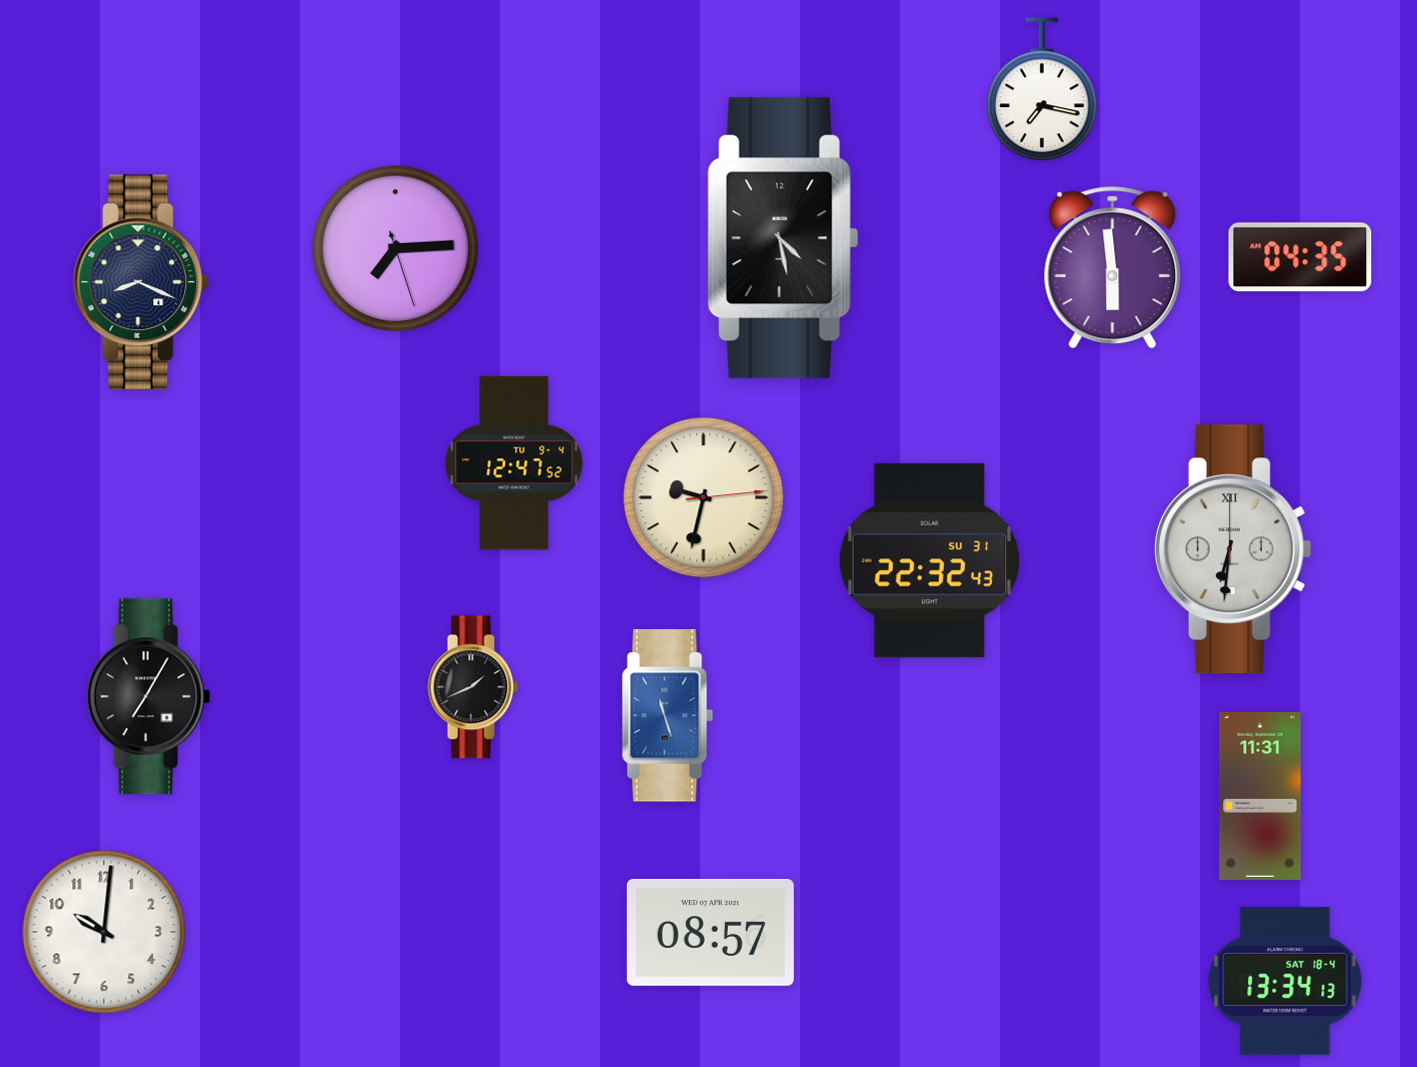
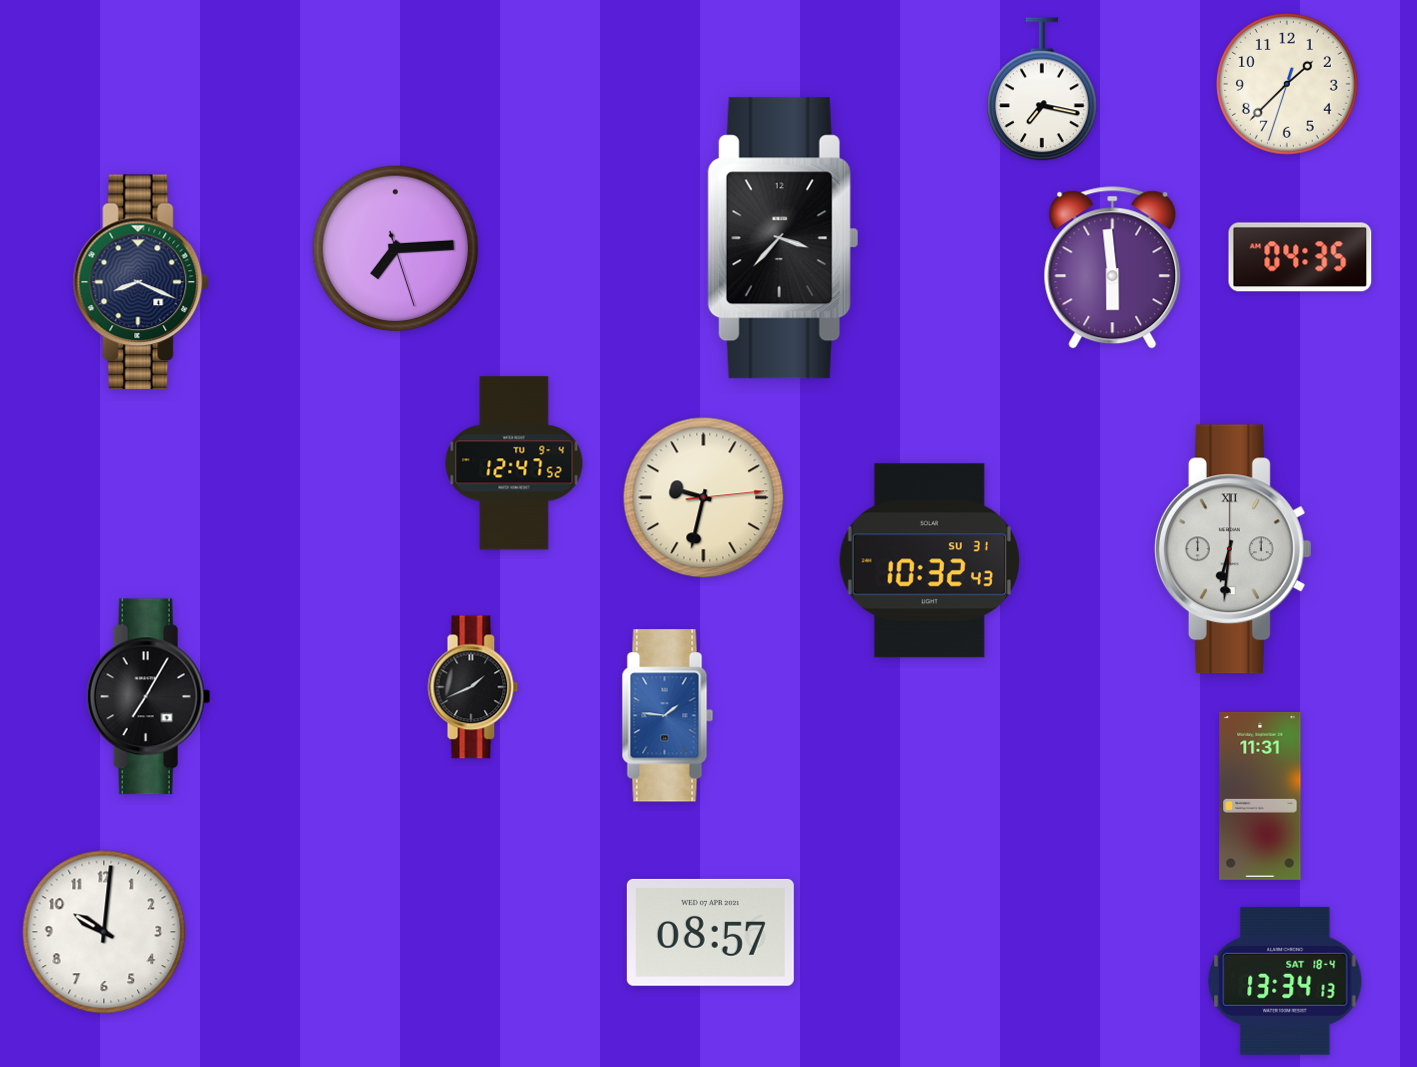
clock at (1288, 85): none -> 1:37
clock at (783, 238): 4:28 -> 3:37
clock at (929, 561): 22:32 -> 10:32
clock at (668, 716): 11:27 -> 1:46
